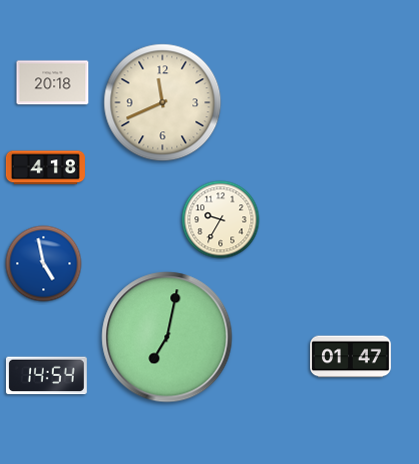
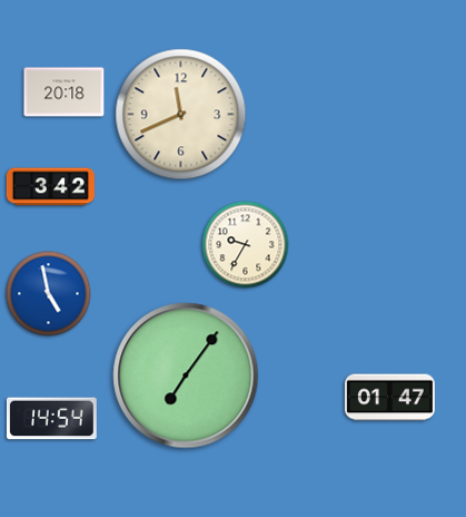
clock at (53, 83) position: (53, 83) -> (65, 92)
clock at (45, 168): 4:18 -> 3:42
clock at (167, 337): 7:02 -> 7:06
